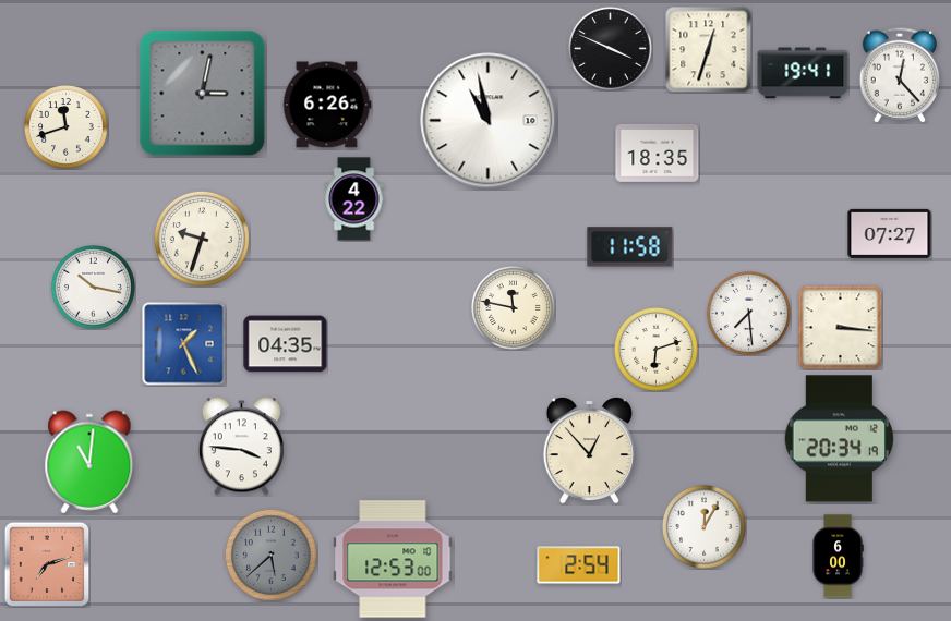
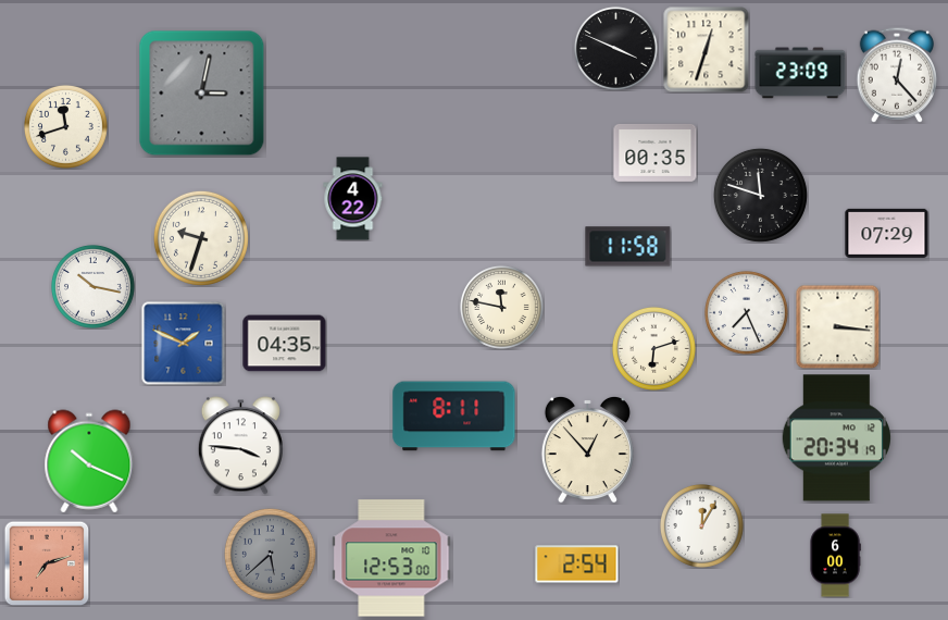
clock at (610, 48) position: (610, 48) -> (615, 48)
clock at (803, 73): 19:41 -> 23:09
clock at (327, 105): 6:26 -> none
clock at (489, 121): 10:58 -> none
clock at (658, 153): 18:35 -> 00:35
clock at (760, 195): none -> 11:48
clock at (890, 233): 07:27 -> 07:29
clock at (513, 307) position: (513, 307) -> (501, 307)
clock at (748, 313): 7:29 -> 7:26
clock at (184, 344): 1:26 -> 1:49
clock at (454, 417): none -> 8:11
clock at (89, 462): 11:01 -> 10:19
